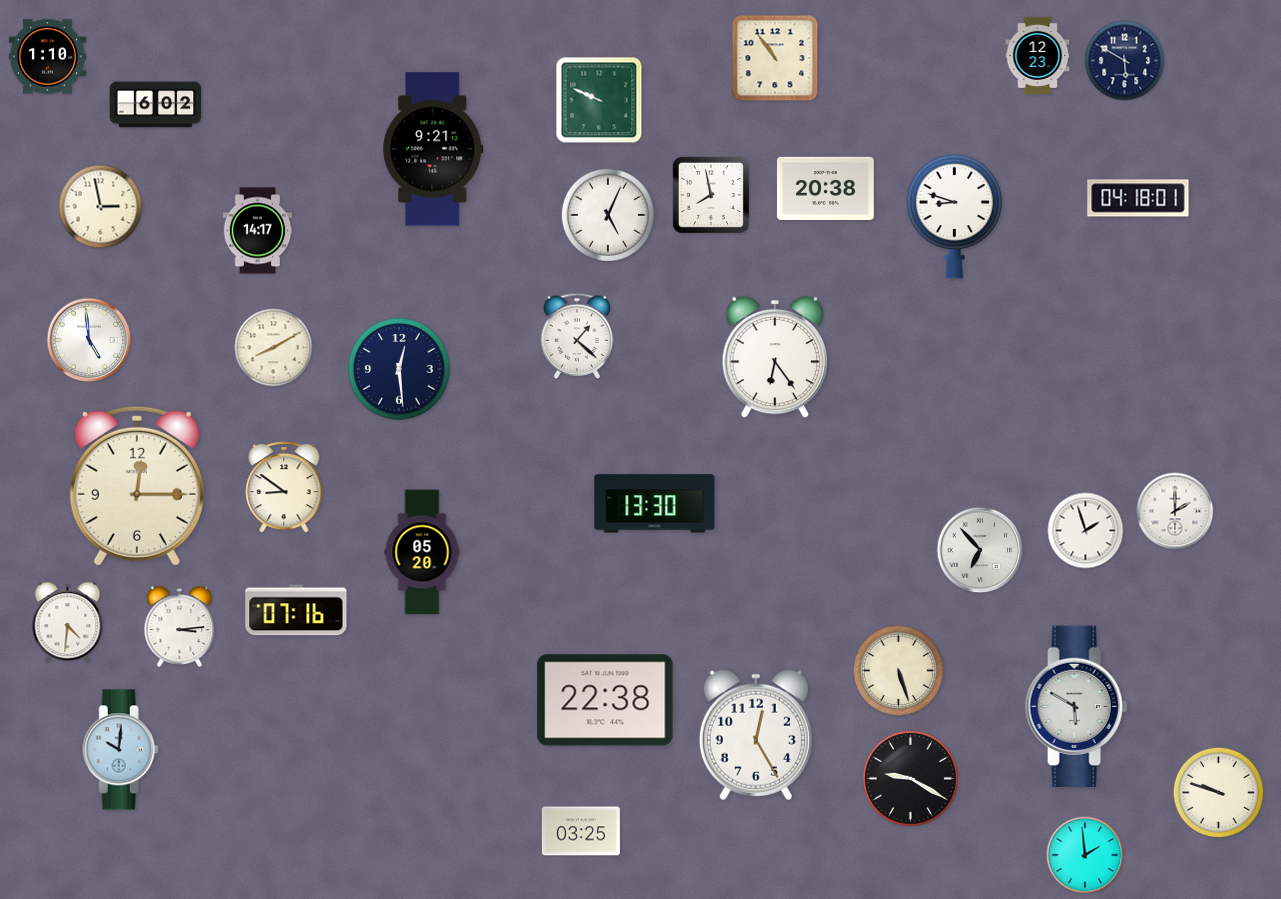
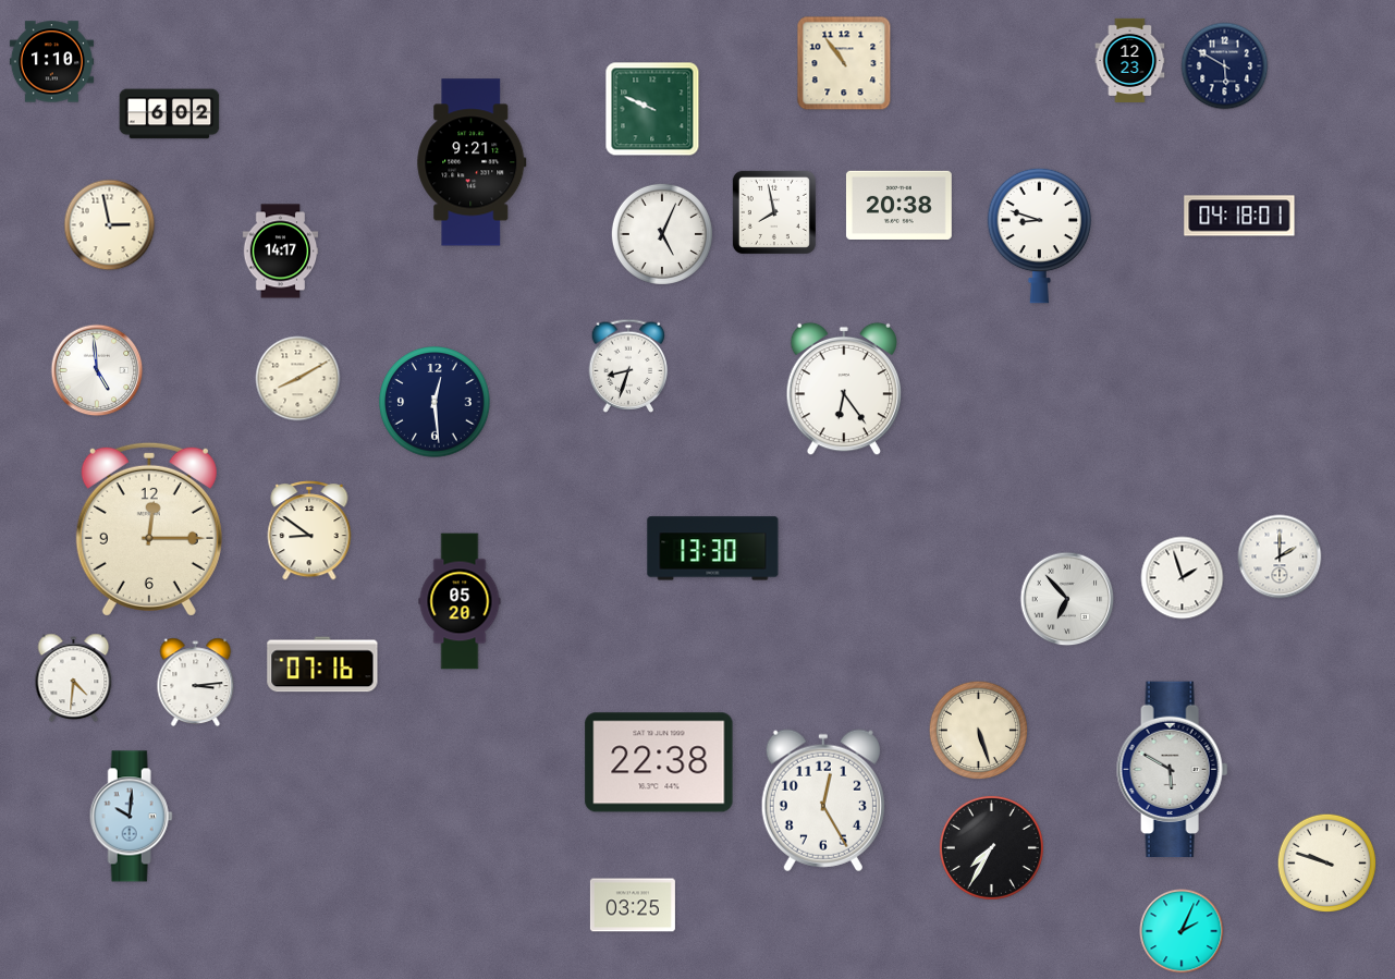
clock at (577, 336): 1:22 -> 8:33
clock at (910, 778): 9:20 -> 7:35
clock at (1085, 855): 1:59 -> 2:04
